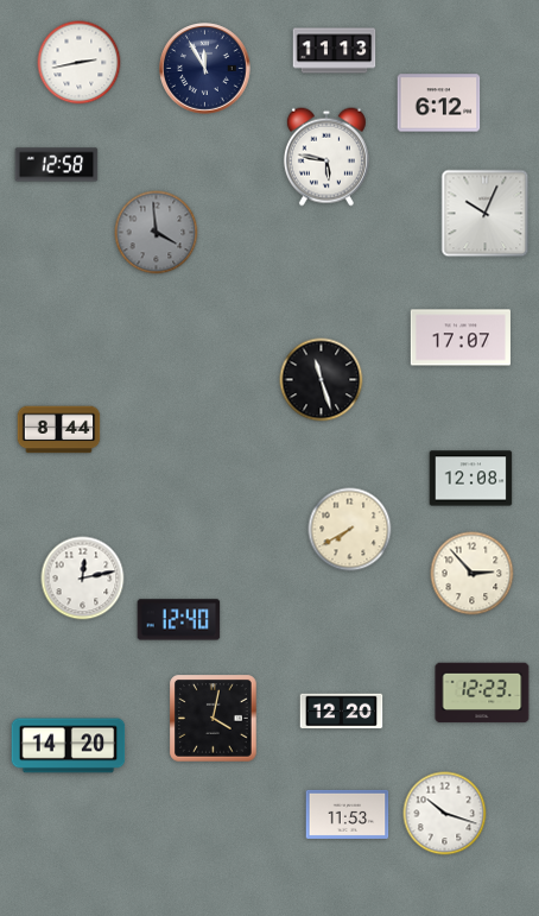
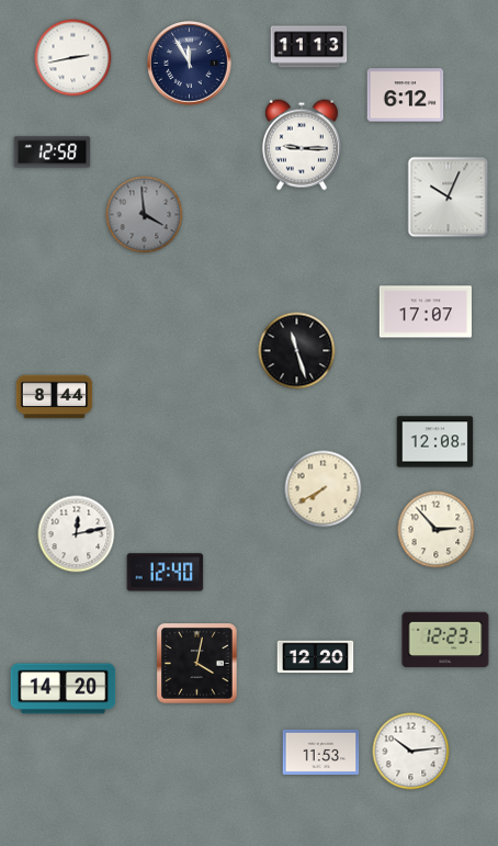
clock at (326, 157): 5:47 -> 9:15
clock at (445, 814): 10:18 -> 10:14
